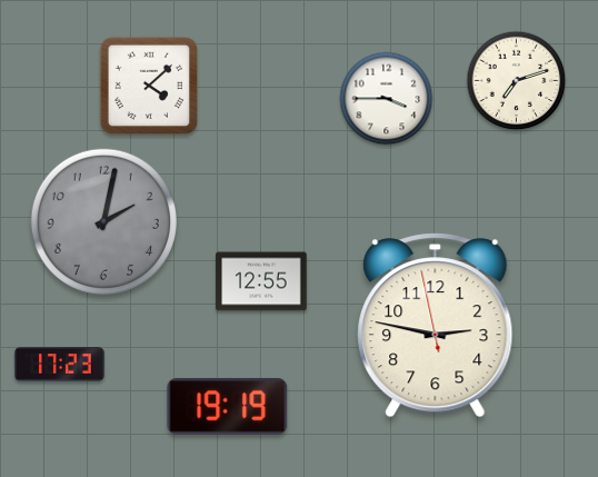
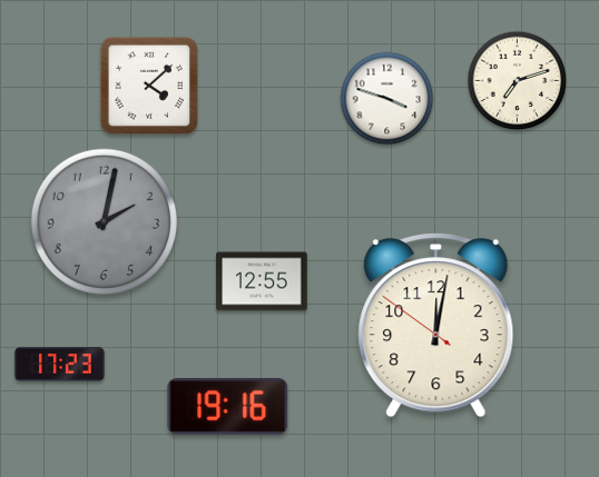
clock at (387, 99): 3:45 -> 3:48
clock at (436, 326): 2:46 -> 12:01
clock at (228, 407): 19:19 -> 19:16
